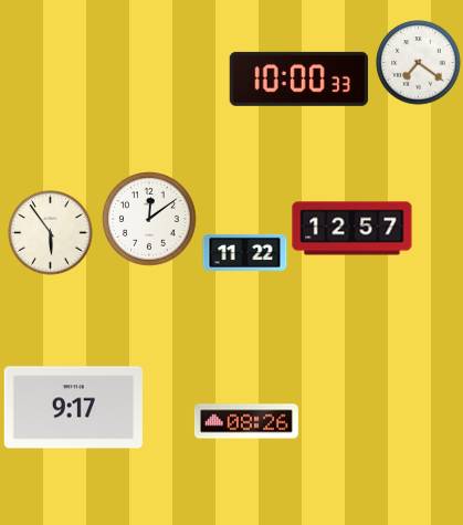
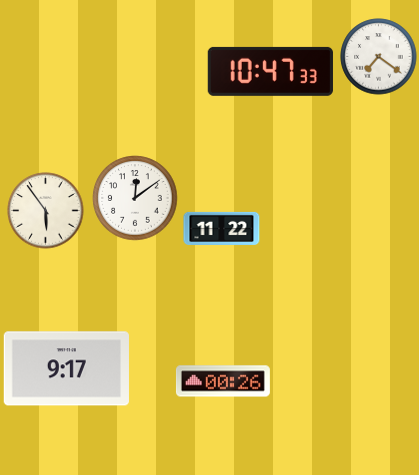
clock at (298, 78): 10:00 -> 10:47
clock at (352, 229): 12:57 -> none
clock at (246, 421): 08:26 -> 00:26
